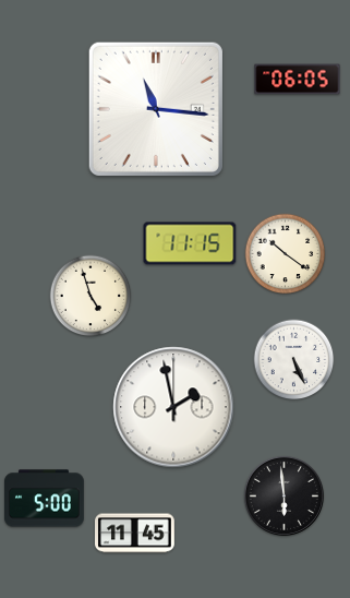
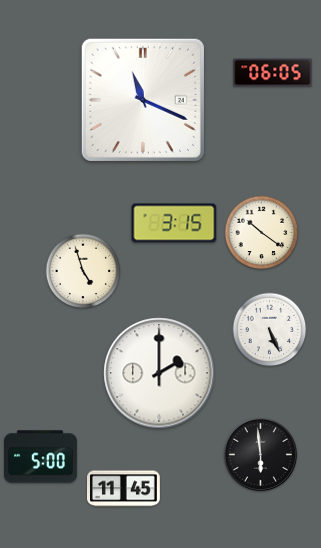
clock at (156, 109): 11:16 -> 11:19
clock at (190, 243): 11:15 -> 3:15
clock at (173, 407): 1:58 -> 2:00
